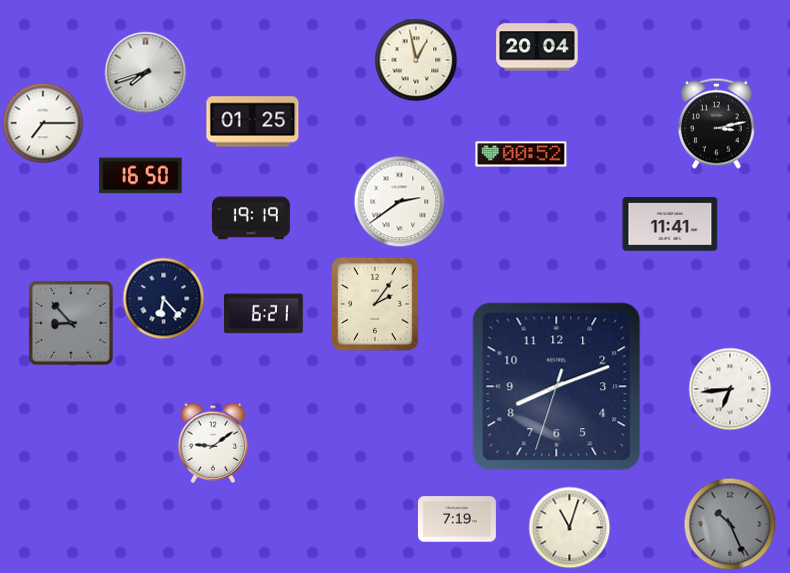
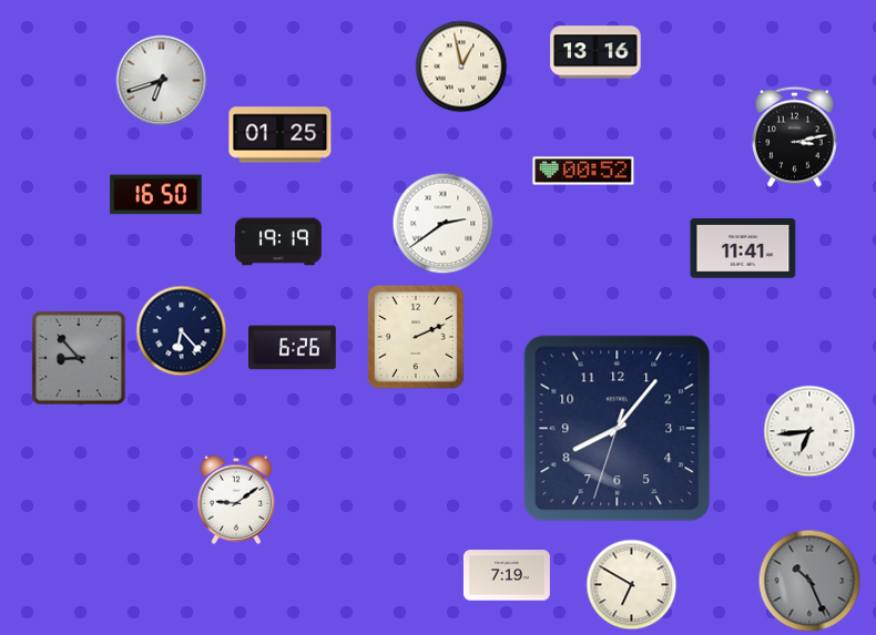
clock at (537, 47): 20:04 -> 13:16
clock at (146, 73): 7:42 -> 6:42
clock at (43, 123): 7:15 -> none
clock at (521, 154) position: (521, 154) -> (583, 171)
clock at (375, 304): 2:06 -> 2:11
clock at (264, 314): 6:21 -> 6:26
clock at (557, 387): 8:11 -> 8:06
clock at (213, 443) position: (213, 443) -> (236, 500)
clock at (570, 528): 11:03 -> 6:50
